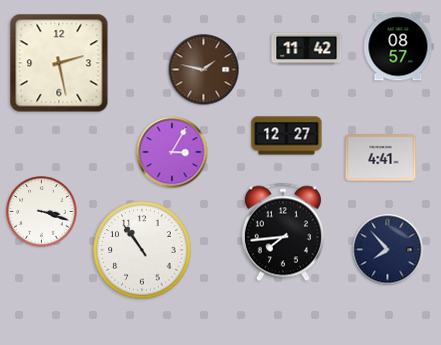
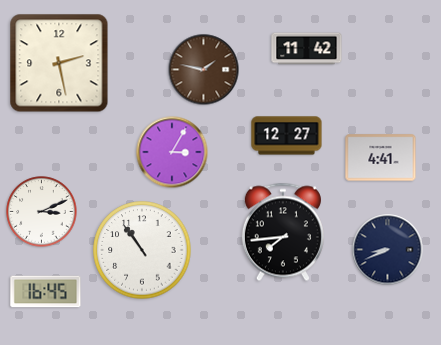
clock at (398, 47): 08:57 -> none
clock at (42, 212): 3:18 -> 3:11
clock at (388, 250): 7:53 -> 8:41
clock at (46, 292): none -> 16:45
